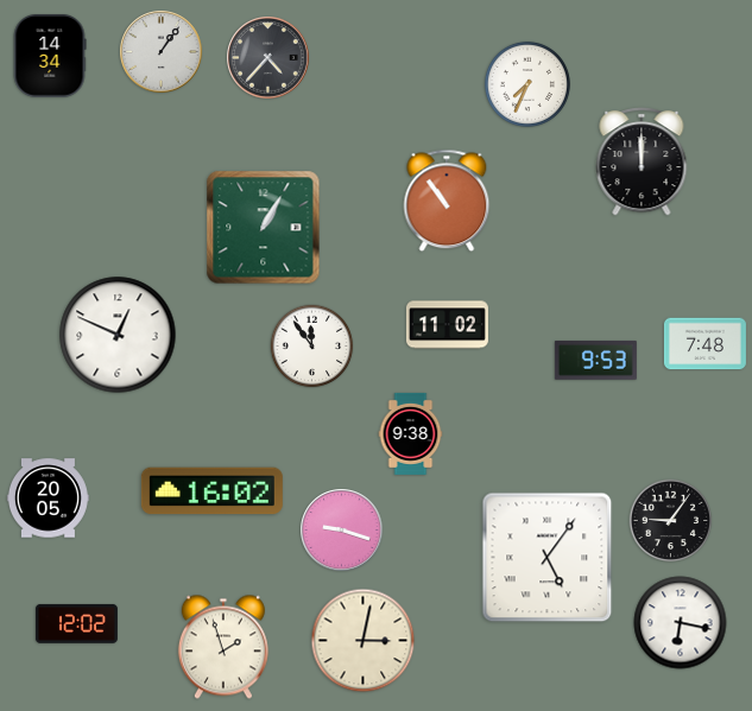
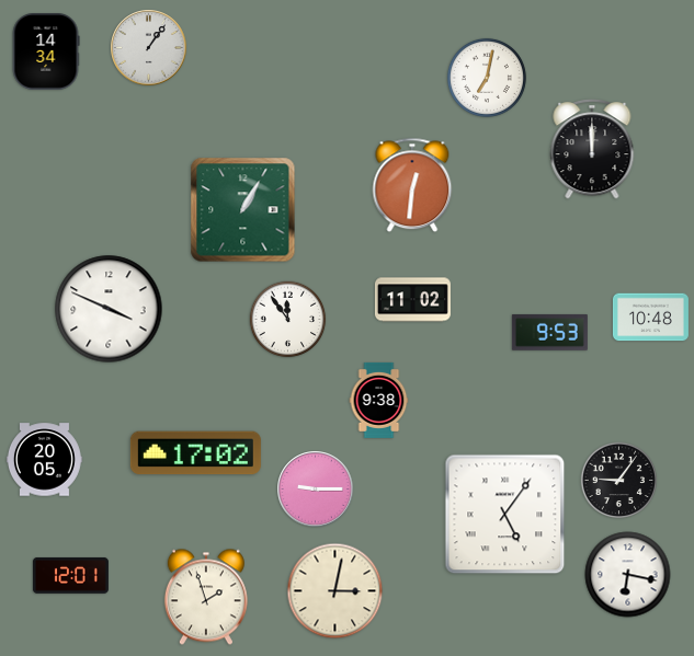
clock at (268, 58): 4:37 -> none
clock at (527, 84): 7:34 -> 7:02
clock at (447, 201): 10:54 -> 12:31
clock at (118, 335): 12:49 -> 3:49
clock at (704, 344): 7:48 -> 10:48
clock at (211, 491): 16:02 -> 17:02
clock at (342, 531): 9:18 -> 9:15
clock at (76, 624): 12:02 -> 12:01
